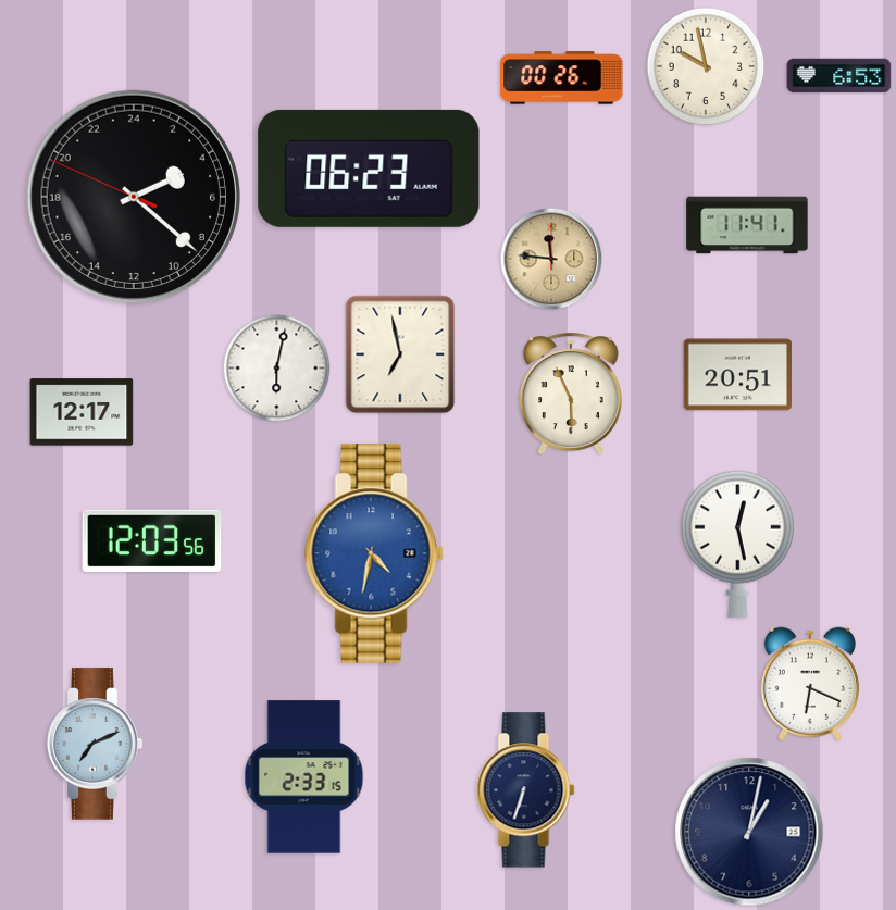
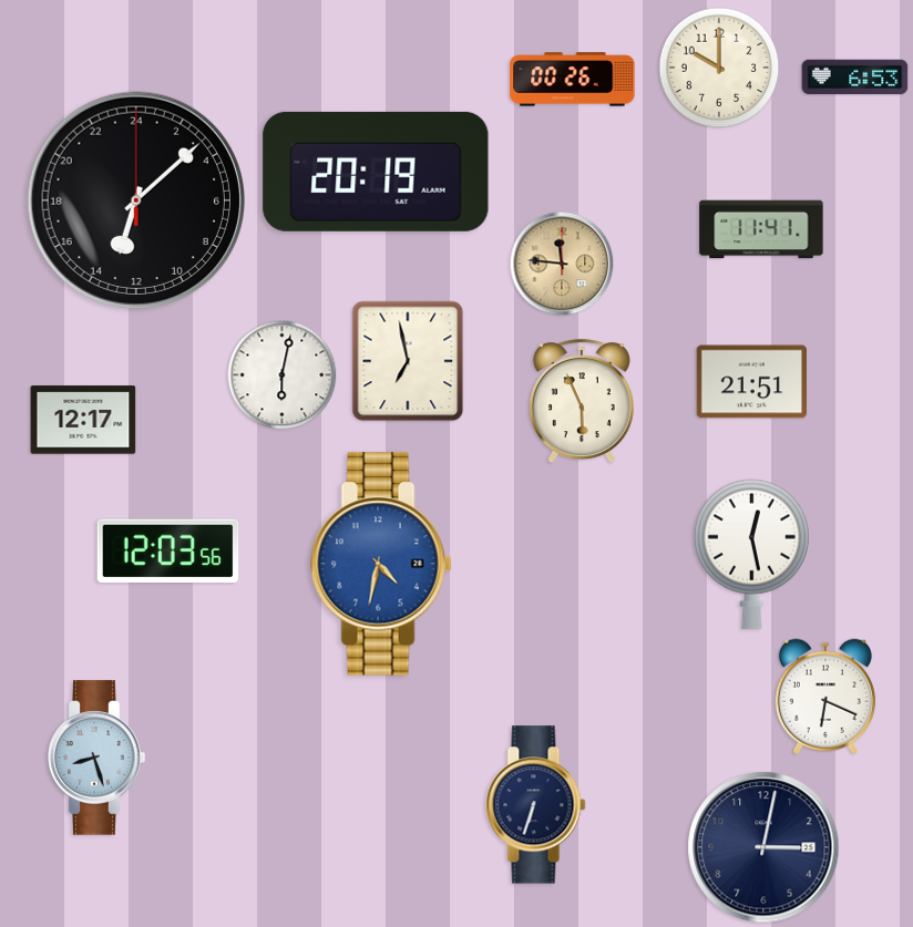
clock at (706, 66): 9:58 -> 10:00
clock at (369, 169): 06:23 -> 20:19
clock at (134, 197): 4:21 -> 13:08
clock at (738, 375): 20:51 -> 21:51
clock at (152, 541) position: (152, 541) -> (168, 552)
clock at (95, 744): 7:11 -> 8:27
clock at (304, 777): 2:33 -> none
clock at (749, 832): 1:02 -> 3:02
